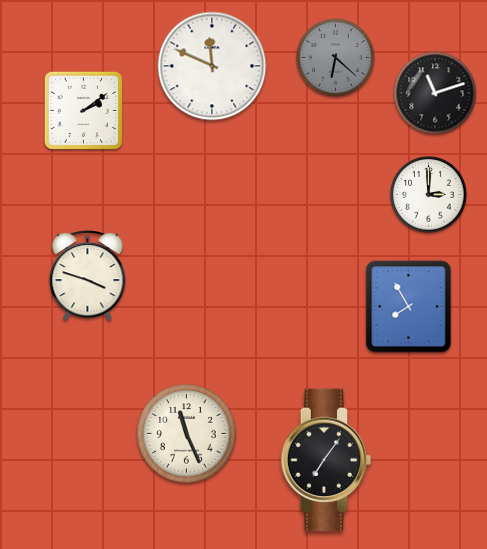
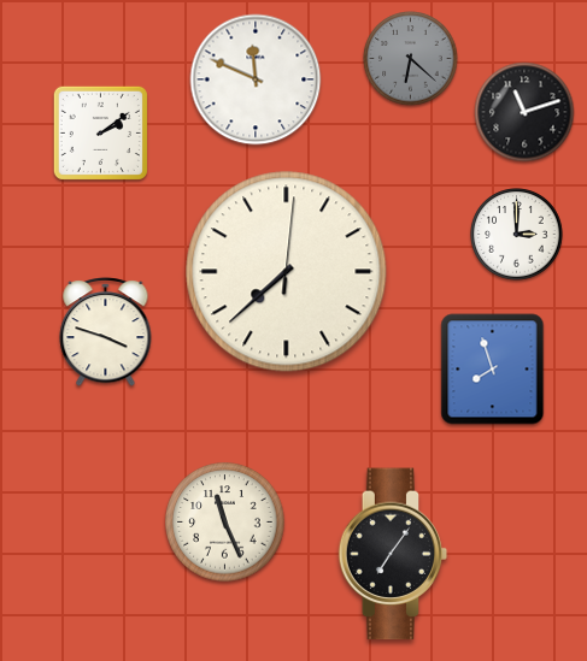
clock at (336, 58) position: (336, 58) -> (411, 59)
clock at (287, 272): none -> 7:38
clock at (409, 307): 7:55 -> 7:57
